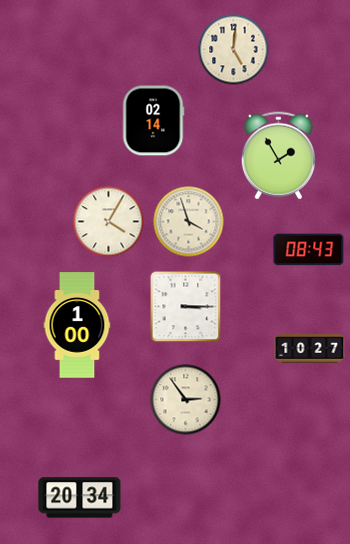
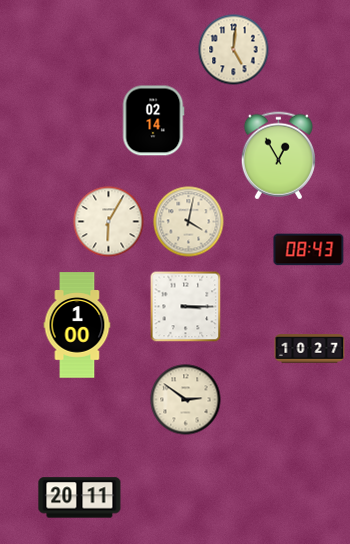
clock at (278, 156): 1:55 -> 12:55
clock at (109, 222): 4:05 -> 6:05
clock at (189, 222): 3:57 -> 4:02
clock at (186, 400): 2:54 -> 2:51
clock at (80, 498): 20:34 -> 20:11
